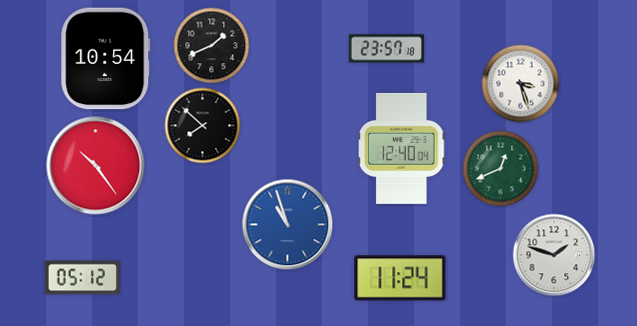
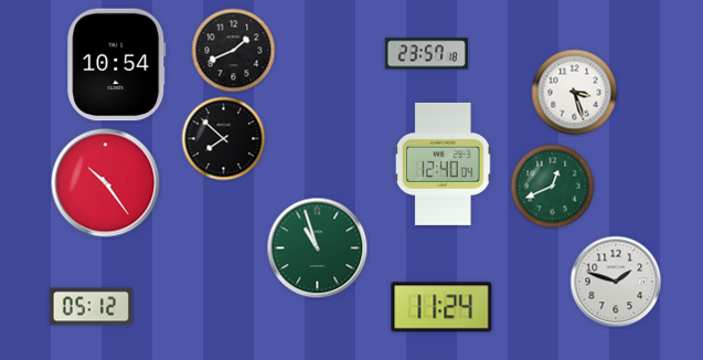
clock at (288, 225) dial: blue -> green
clock at (554, 255) position: (554, 255) -> (616, 282)
